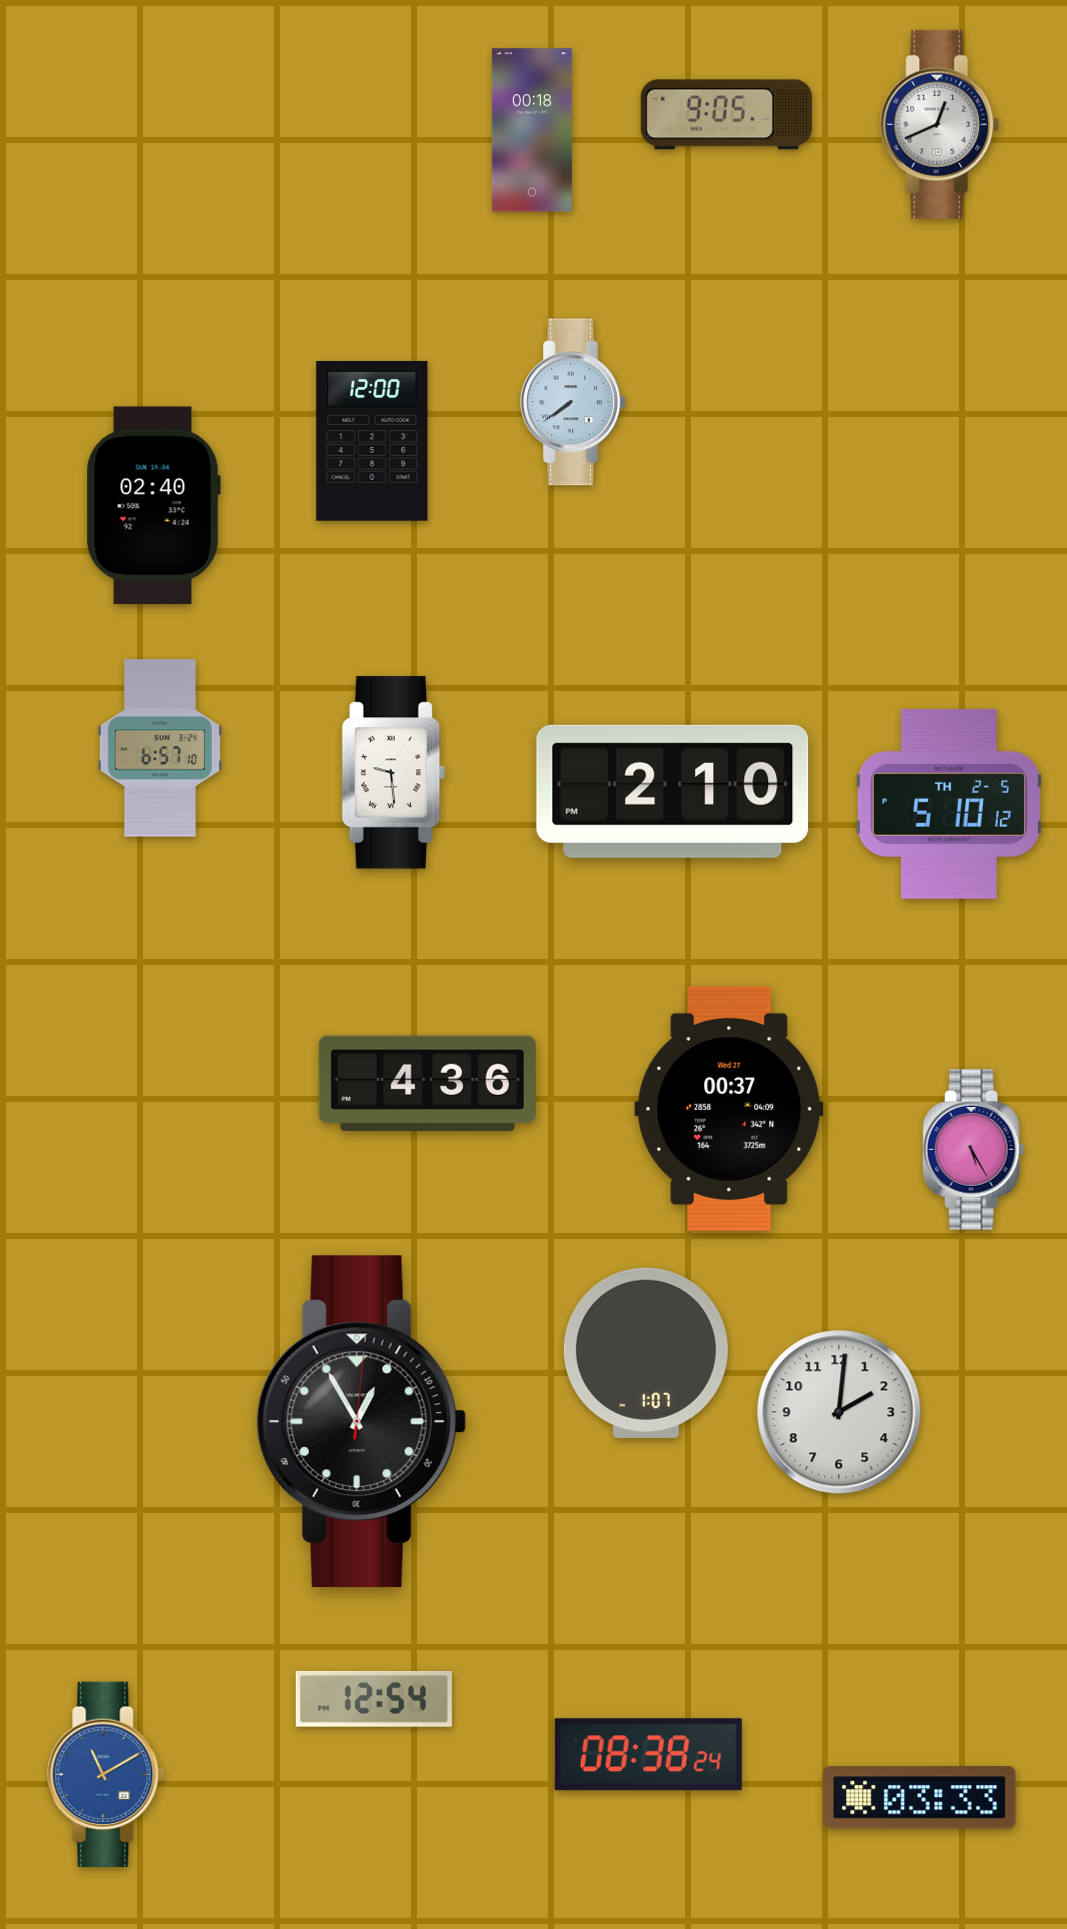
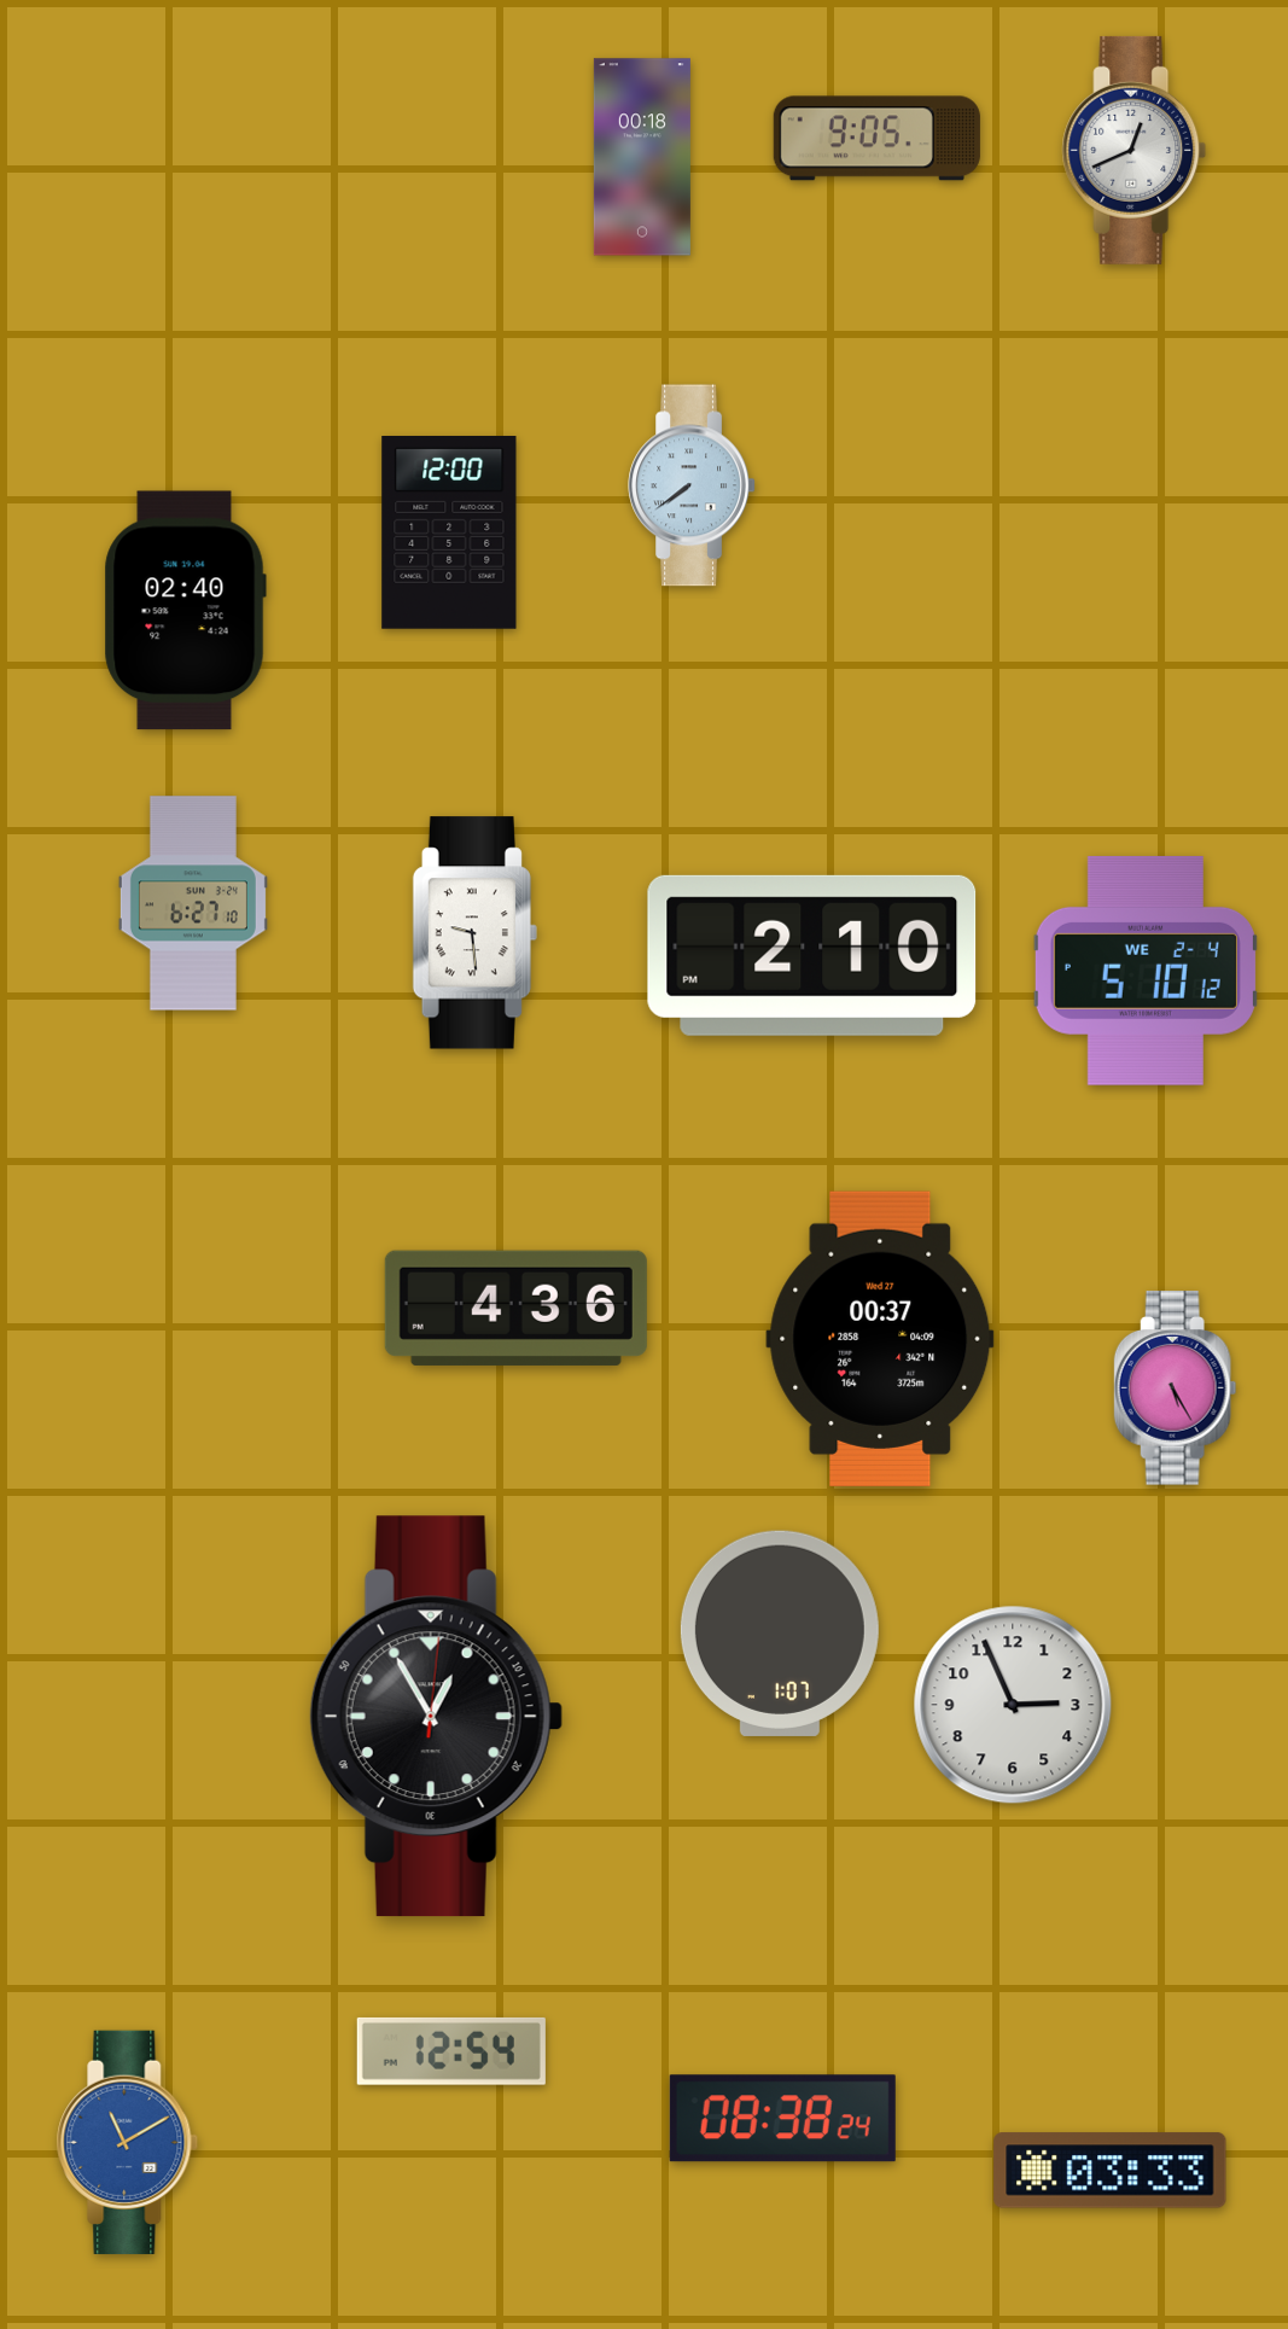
clock at (160, 748): 6:57 -> 6:27
clock at (949, 804) date: TH 2-5 -> WE 2-4
clock at (839, 1412): 2:01 -> 2:56
